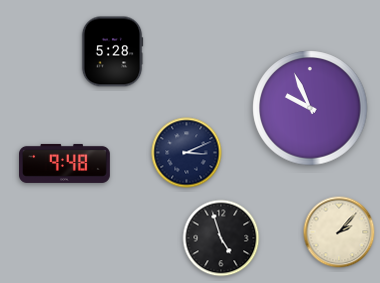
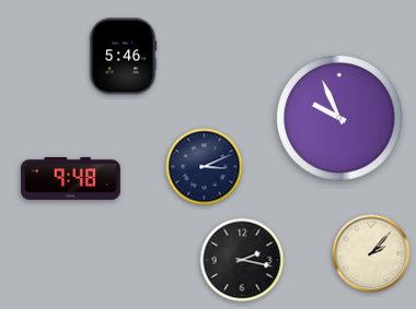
clock at (112, 52): 5:28 -> 5:46
clock at (221, 238): 4:57 -> 2:17
